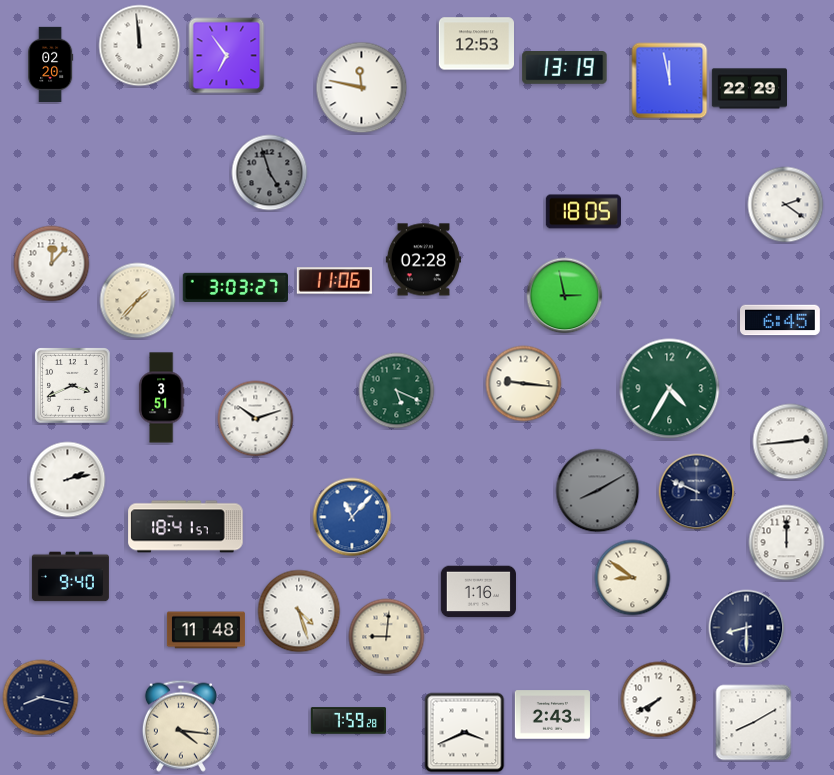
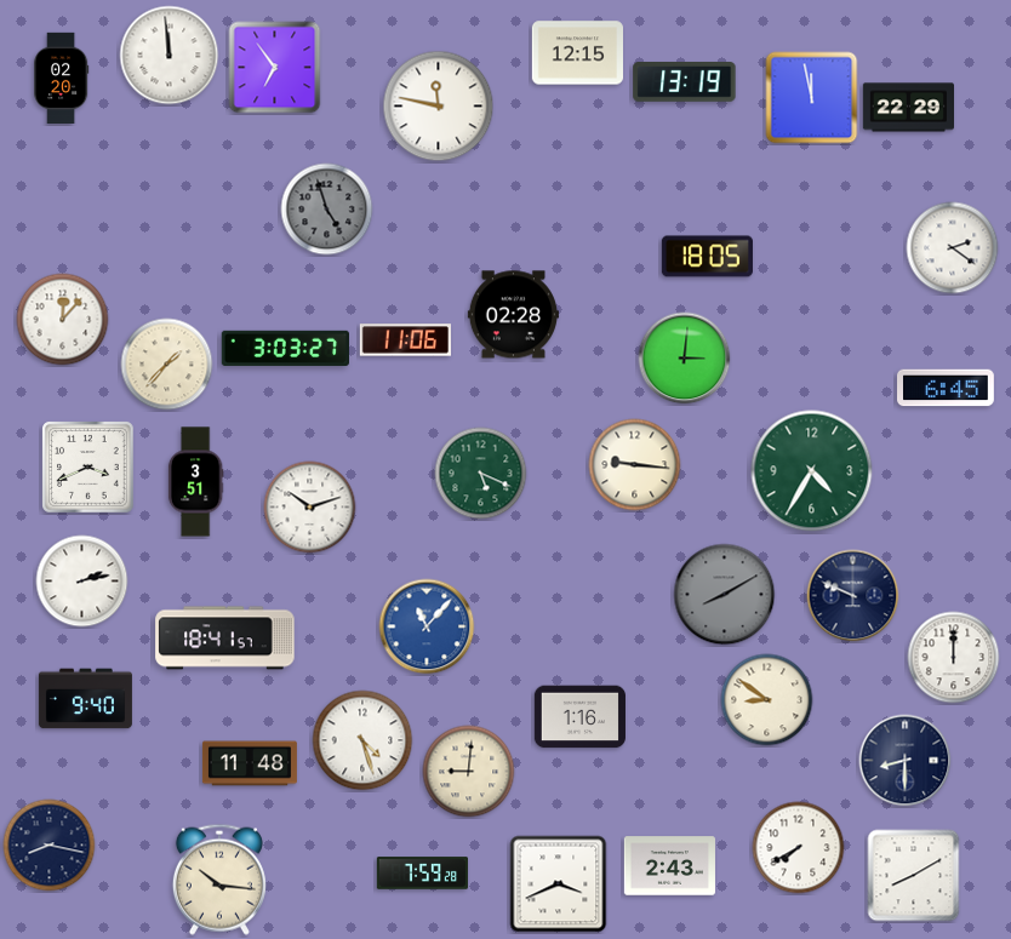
clock at (476, 44): 12:53 -> 12:15
clock at (565, 296): 2:58 -> 3:01
clock at (791, 442): 2:44 -> none
clock at (697, 492) position: (697, 492) -> (853, 596)
clock at (181, 726): 4:16 -> 10:16
clock at (465, 733) position: (465, 733) -> (559, 884)
